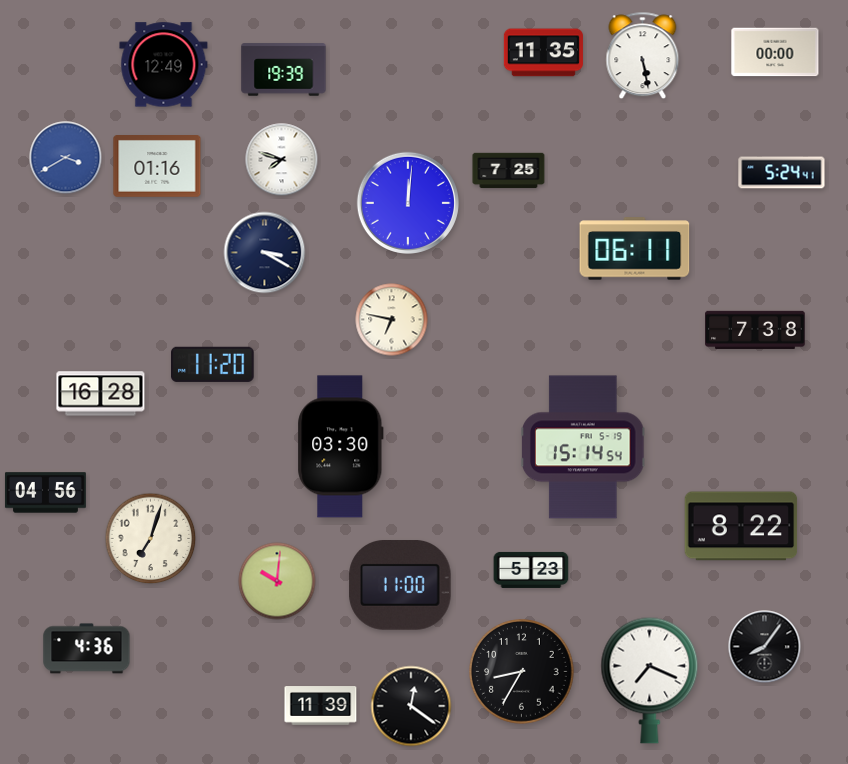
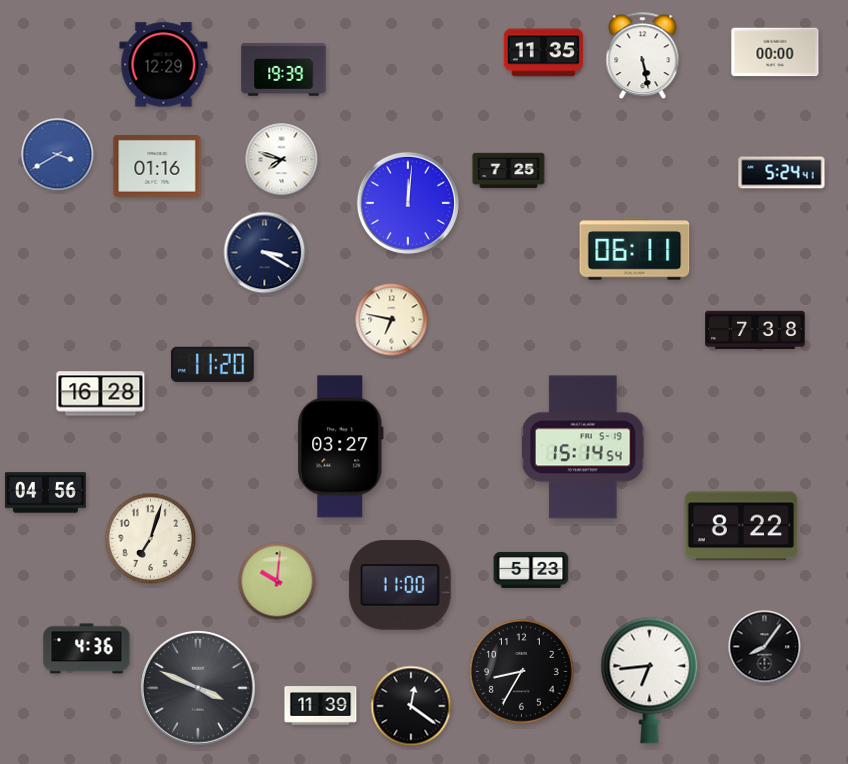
clock at (164, 65): 12:49 -> 12:29
clock at (66, 158) position: (66, 158) -> (58, 155)
clock at (341, 447): 03:30 -> 03:27
clock at (650, 680): 7:19 -> 6:44
clock at (198, 688): none -> 3:49
